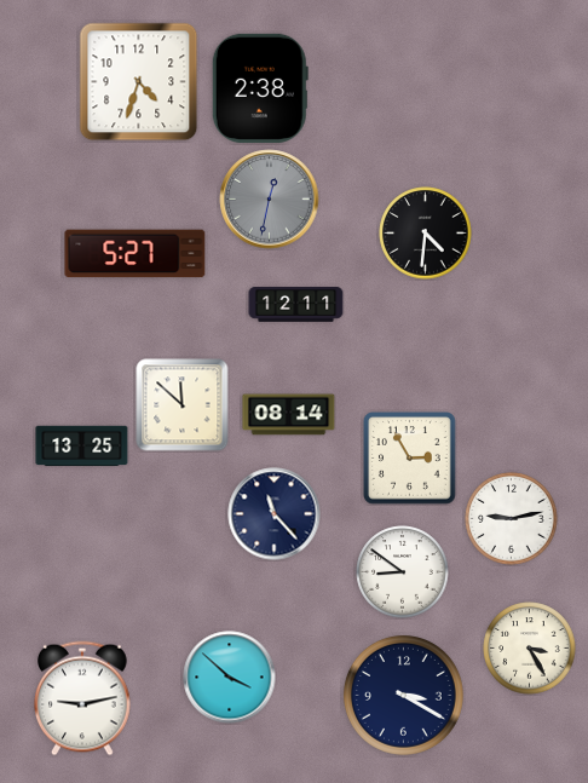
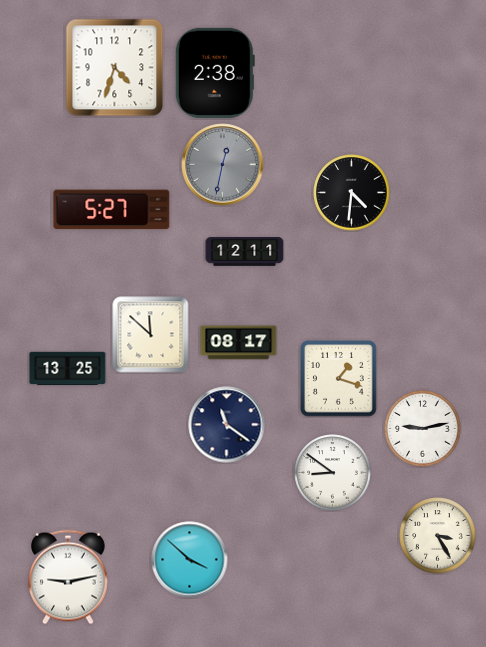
clock at (289, 415): 08:14 -> 08:17
clock at (410, 459): 2:55 -> 1:18
clock at (275, 514): 11:23 -> 11:21
clock at (403, 695): 3:20 -> none
